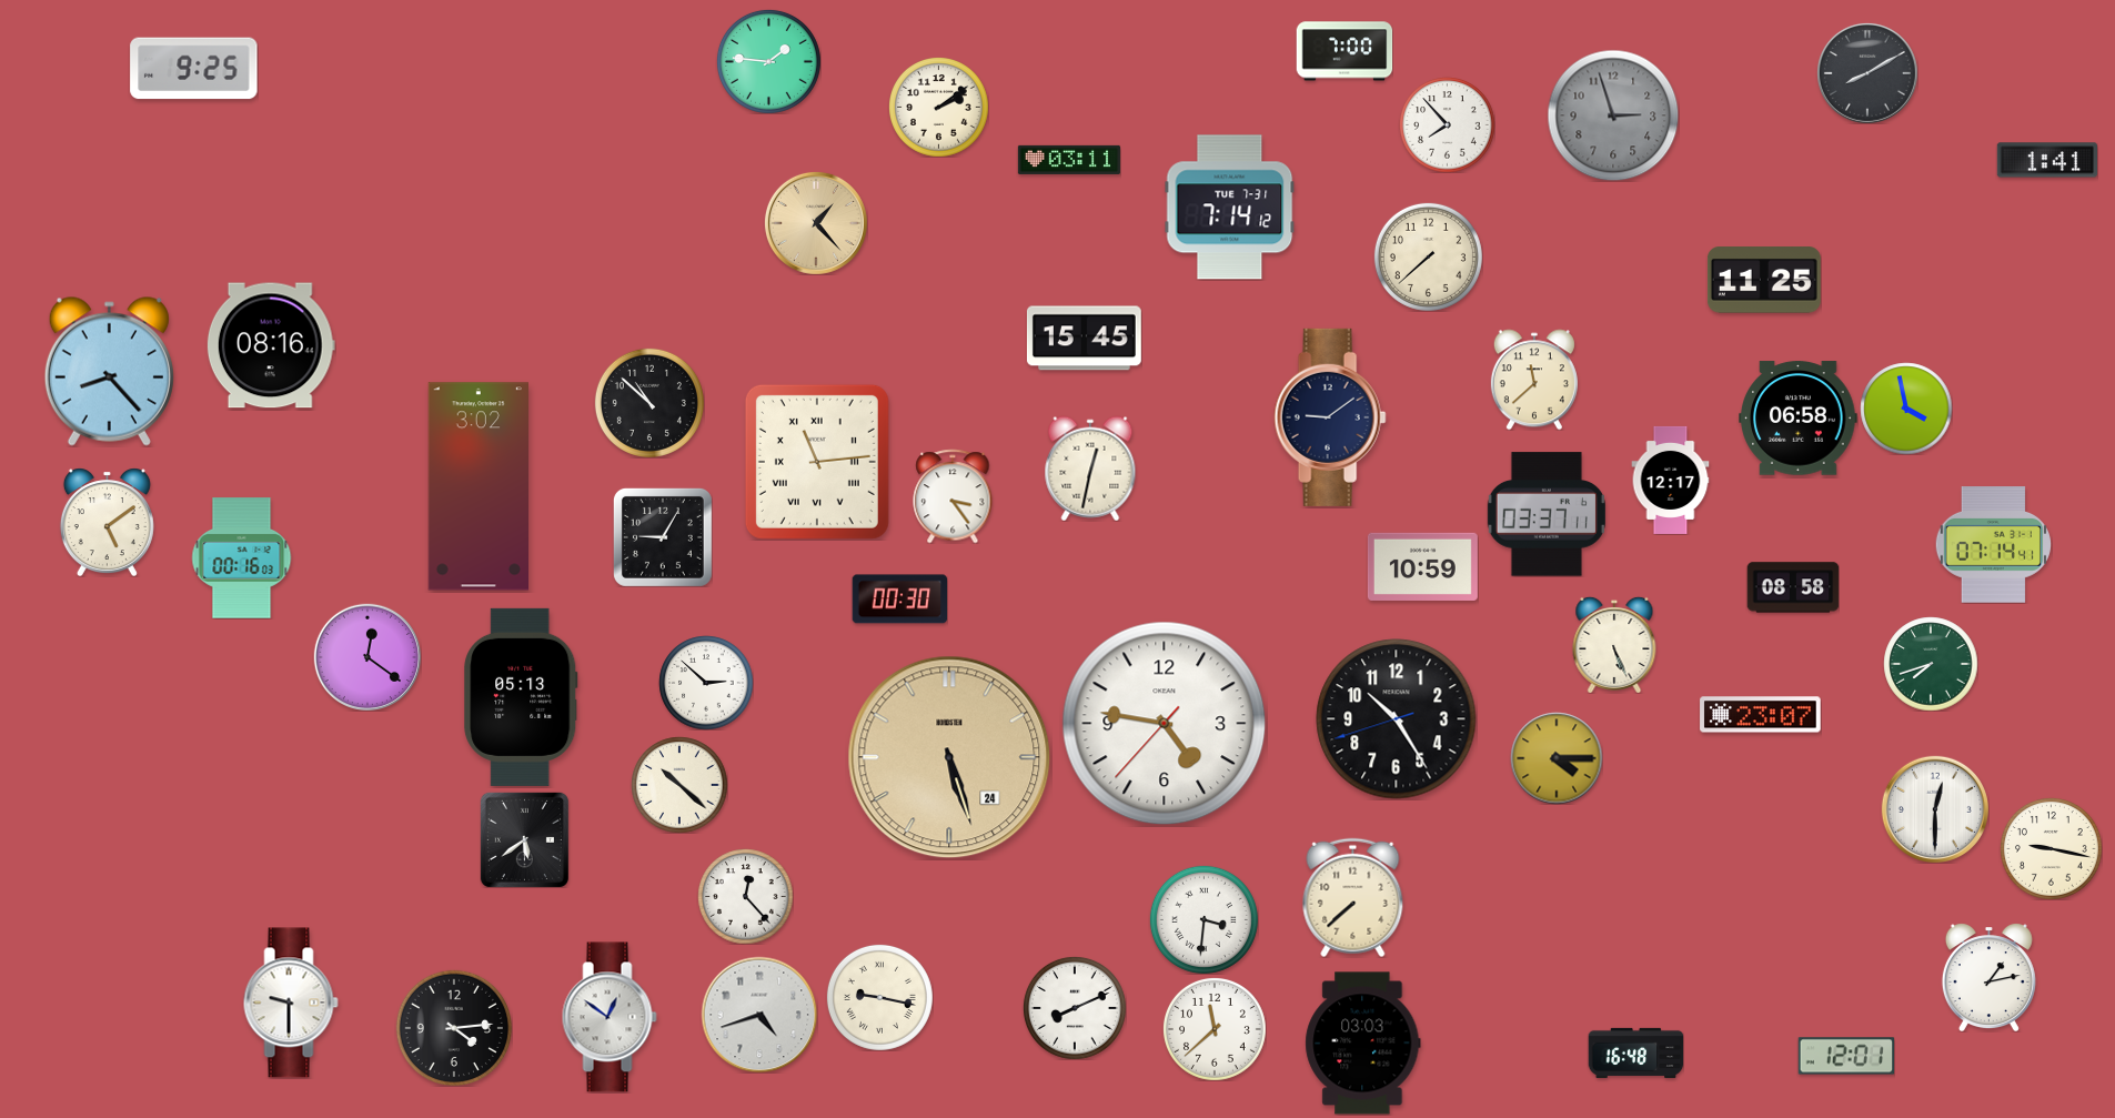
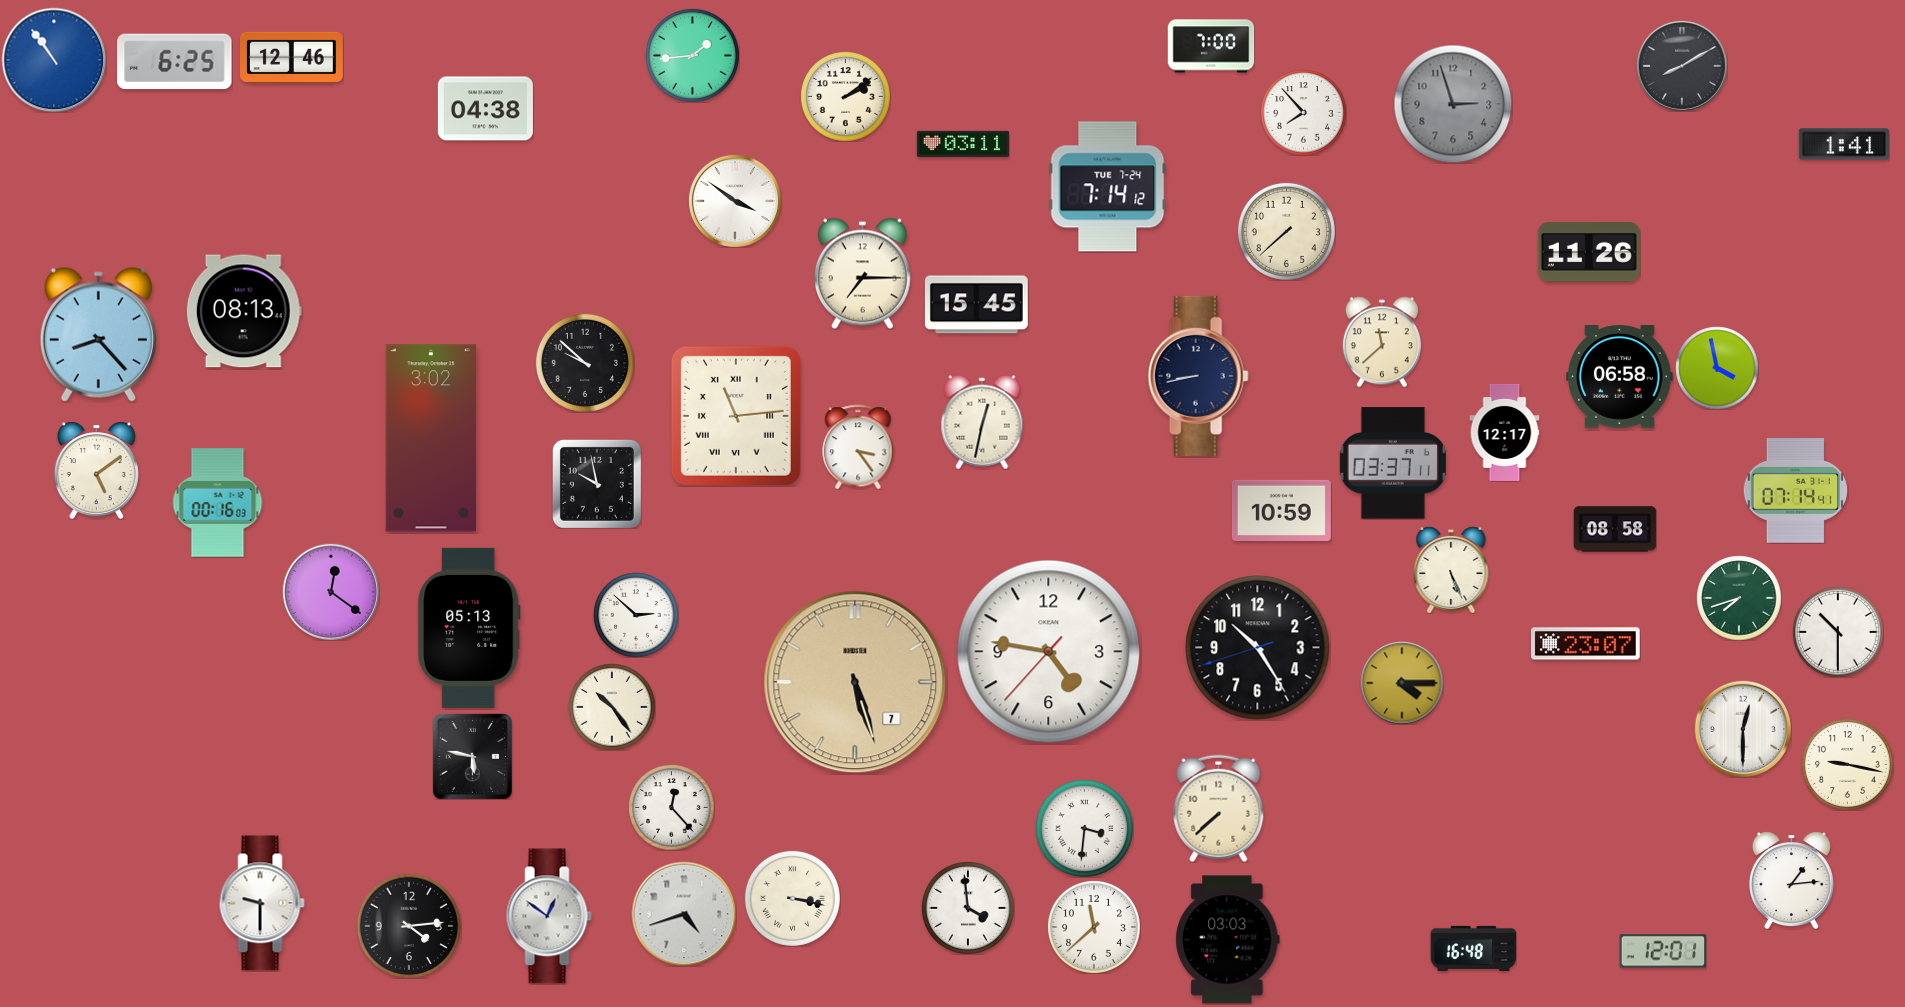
clock at (768, 61): 1:46 -> 1:44
clock at (292, 57): none -> 12:46
clock at (54, 60): none -> 10:54
clock at (194, 69): 9:25 -> 6:25
clock at (485, 109): none -> 04:38
clock at (1230, 208) date: TUE 7-31 -> TUE 7-24
clock at (816, 223): 1:23 -> 3:51
clock at (816, 223) dial: champagne -> white
clock at (1764, 280): 11:25 -> 11:26
clock at (862, 273): none -> 7:15
clock at (271, 345): 08:16 -> 08:13
clock at (649, 403): 10:52 -> 9:52
clock at (1330, 417): 9:09 -> 8:43
clock at (663, 537): 9:05 -> 9:58
clock at (899, 600): 00:30 -> none
clock at (1614, 645) position: (1614, 645) -> (1451, 570)
clock at (1838, 632): none -> 10:30
clock at (949, 757) date: 24 -> 7
clock at (679, 785): 10:22 -> 10:24
clock at (524, 839): 5:39 -> 5:47
clock at (1988, 977): 1:13 -> 1:14
clock at (879, 997): 9:17 -> 3:17
clock at (1075, 1008): 8:11 -> 3:59
